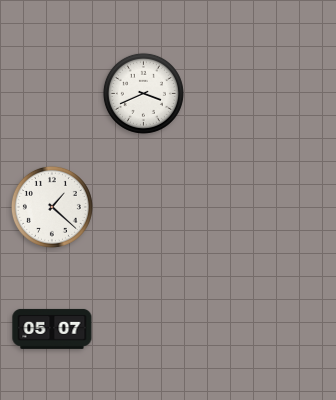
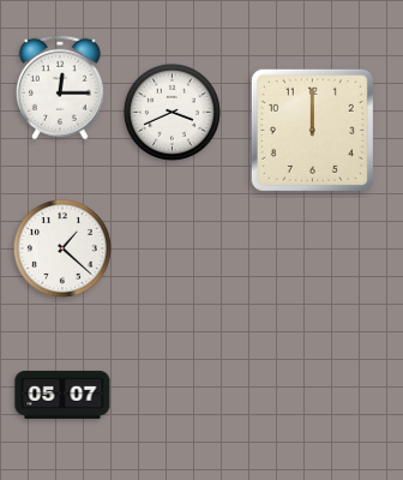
clock at (60, 88): none -> 12:15
clock at (312, 130): none -> 12:00
